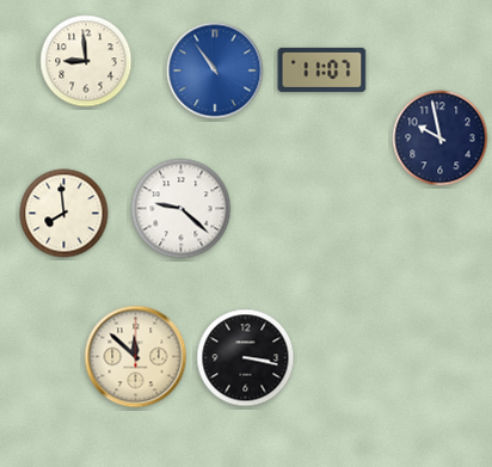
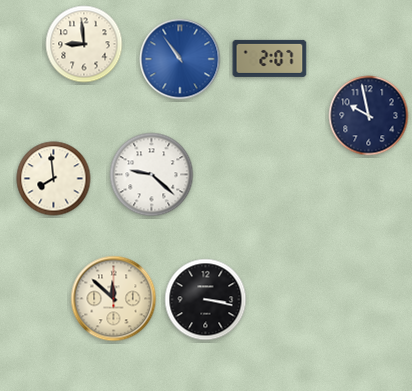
clock at (86, 61) position: (86, 61) -> (84, 44)
clock at (322, 69): 11:07 -> 2:07
